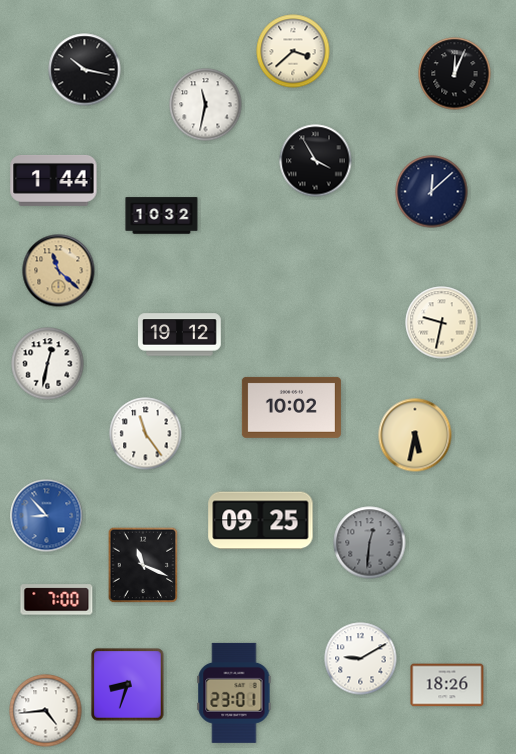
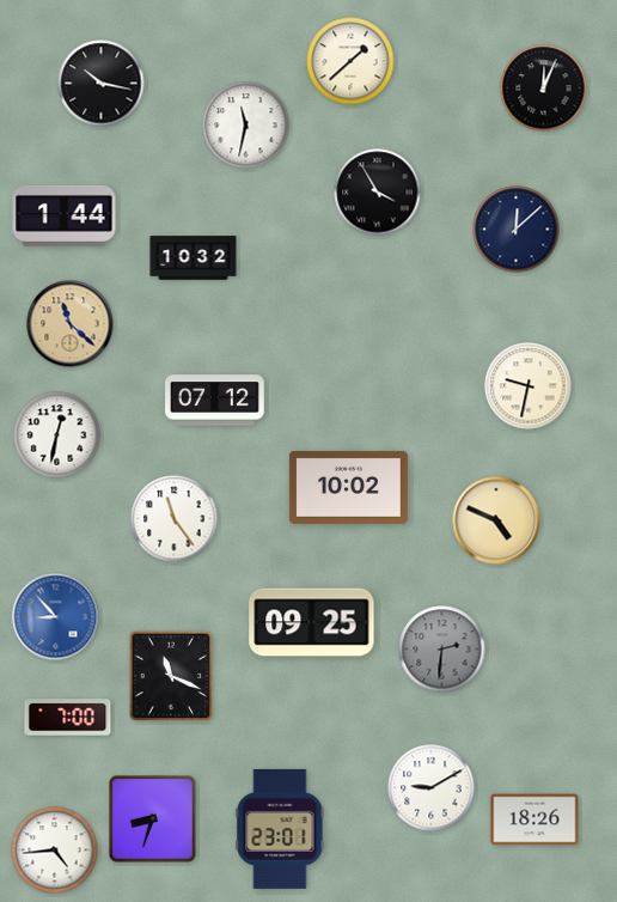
clock at (293, 51): 3:38 -> 1:38
clock at (180, 335): 19:12 -> 07:12
clock at (415, 435): 5:32 -> 4:49
clock at (370, 543): 12:31 -> 2:31
